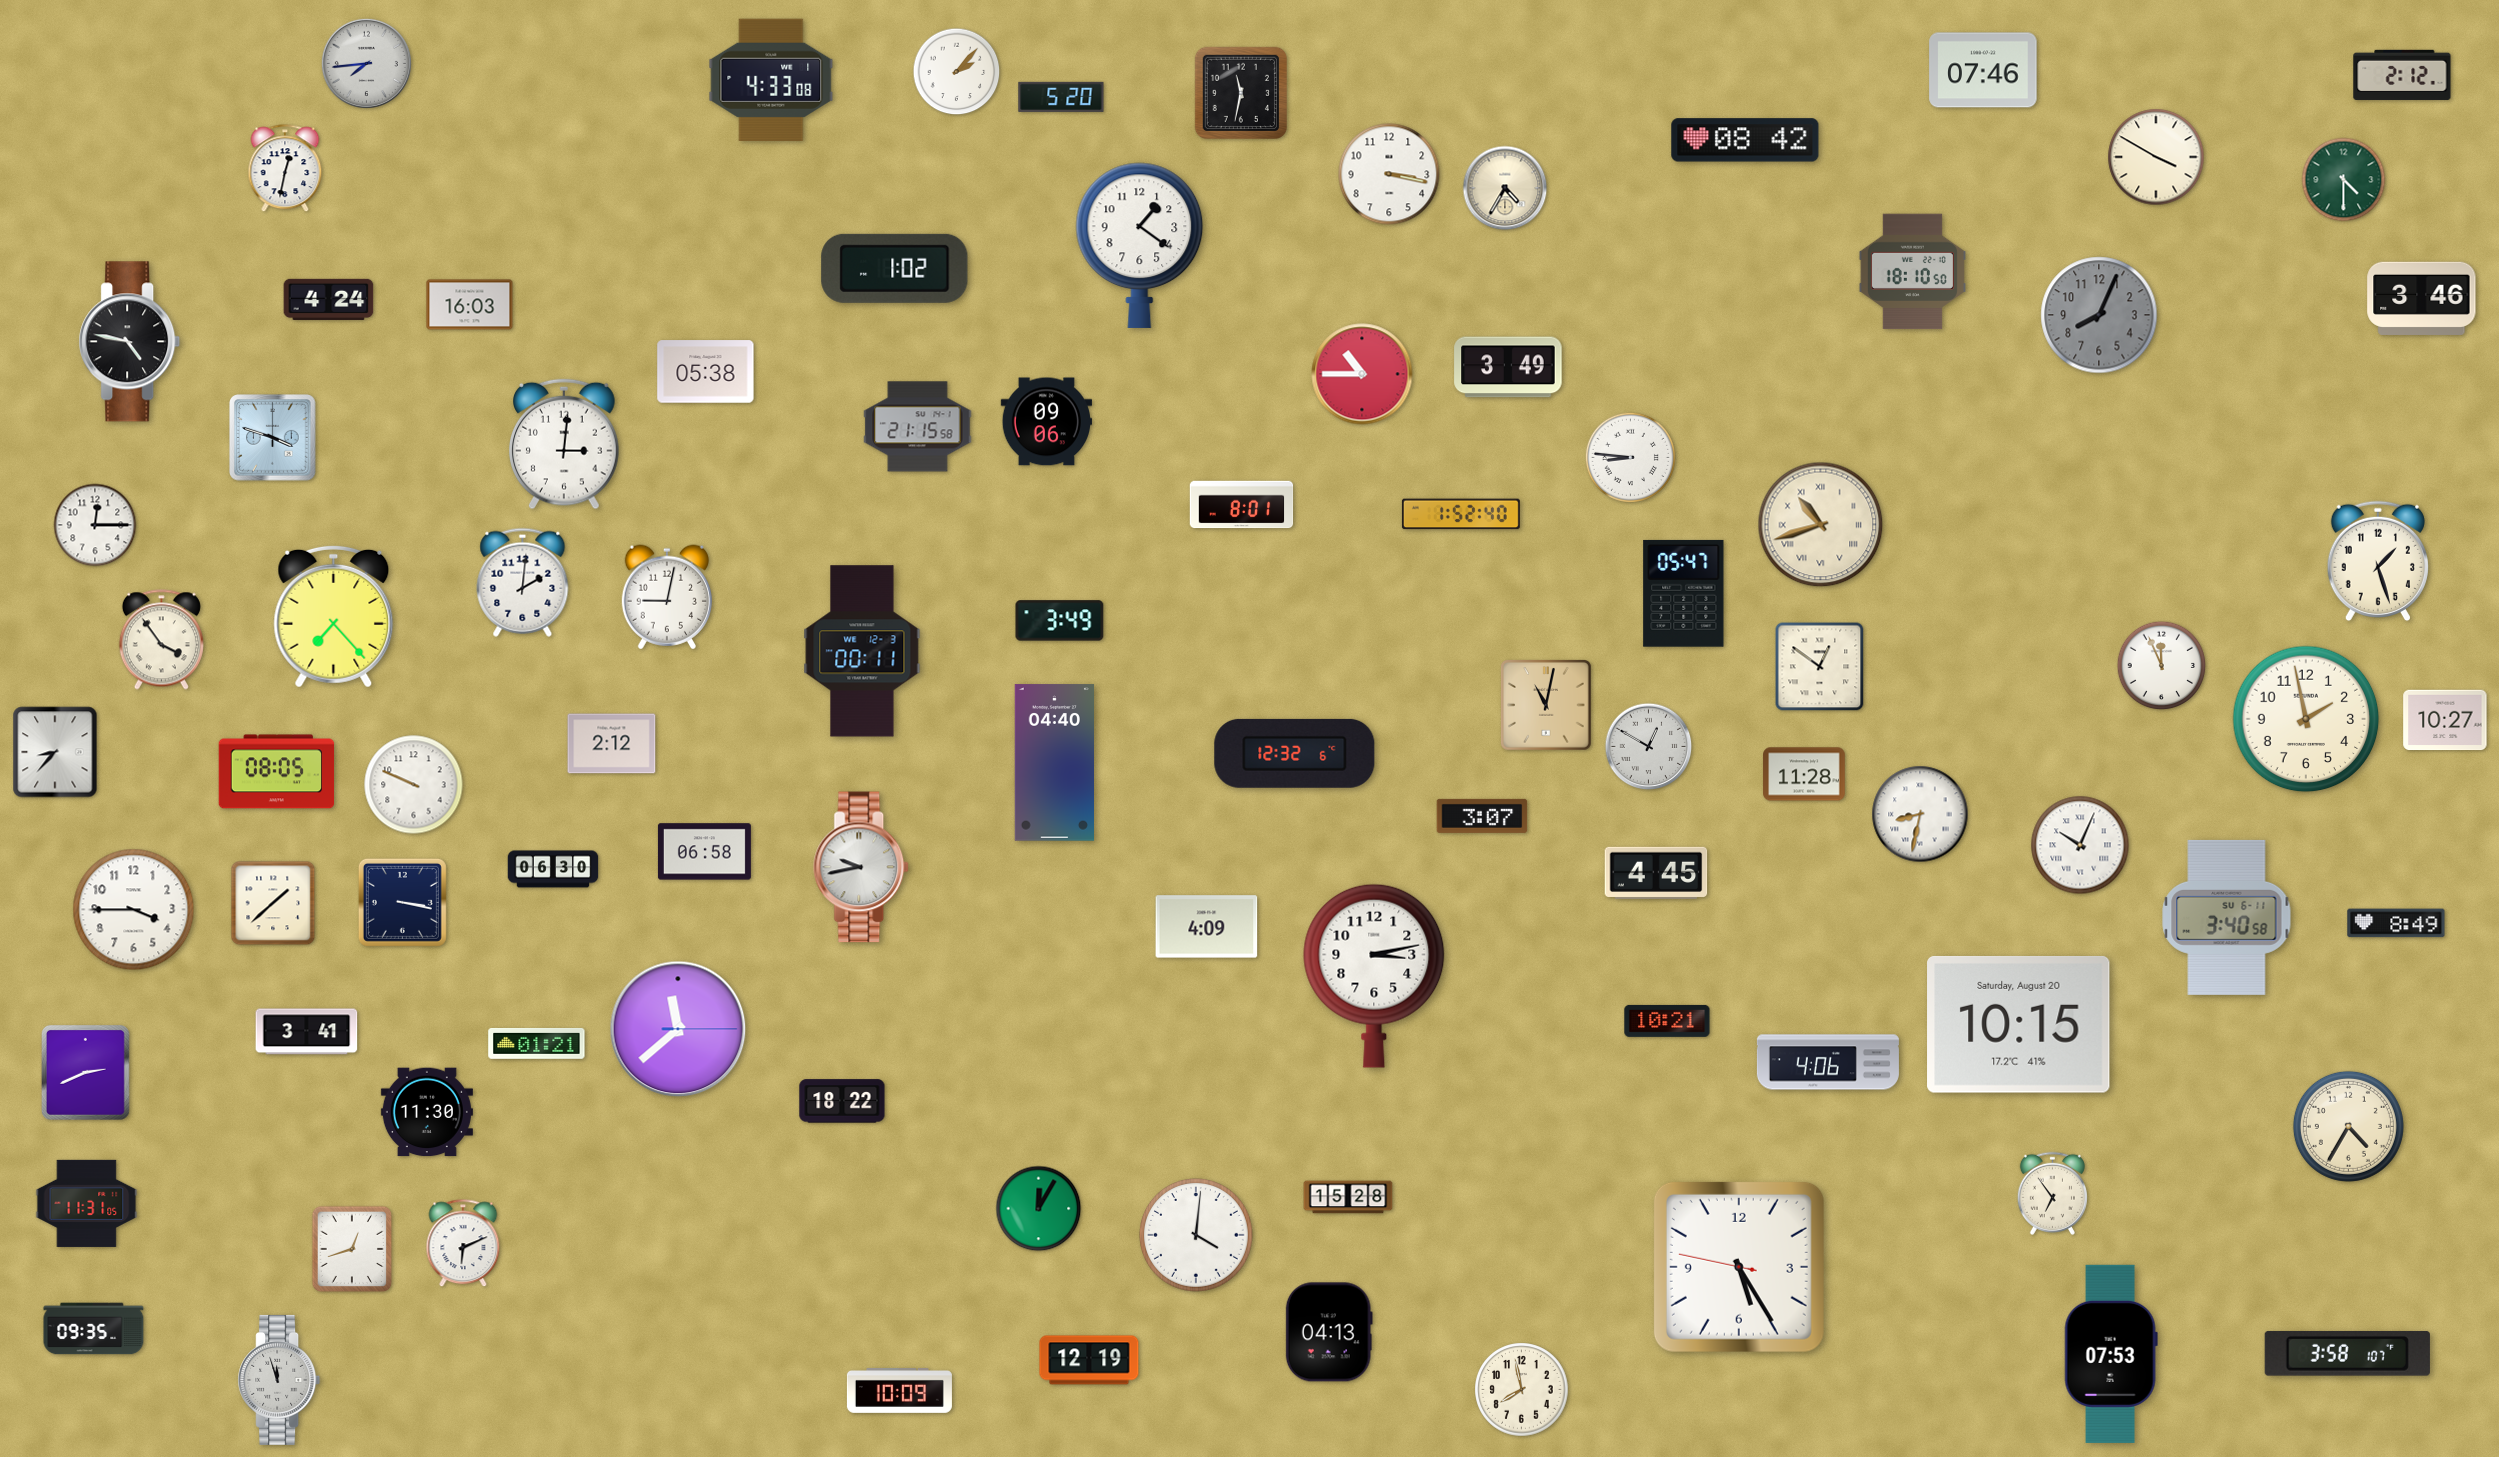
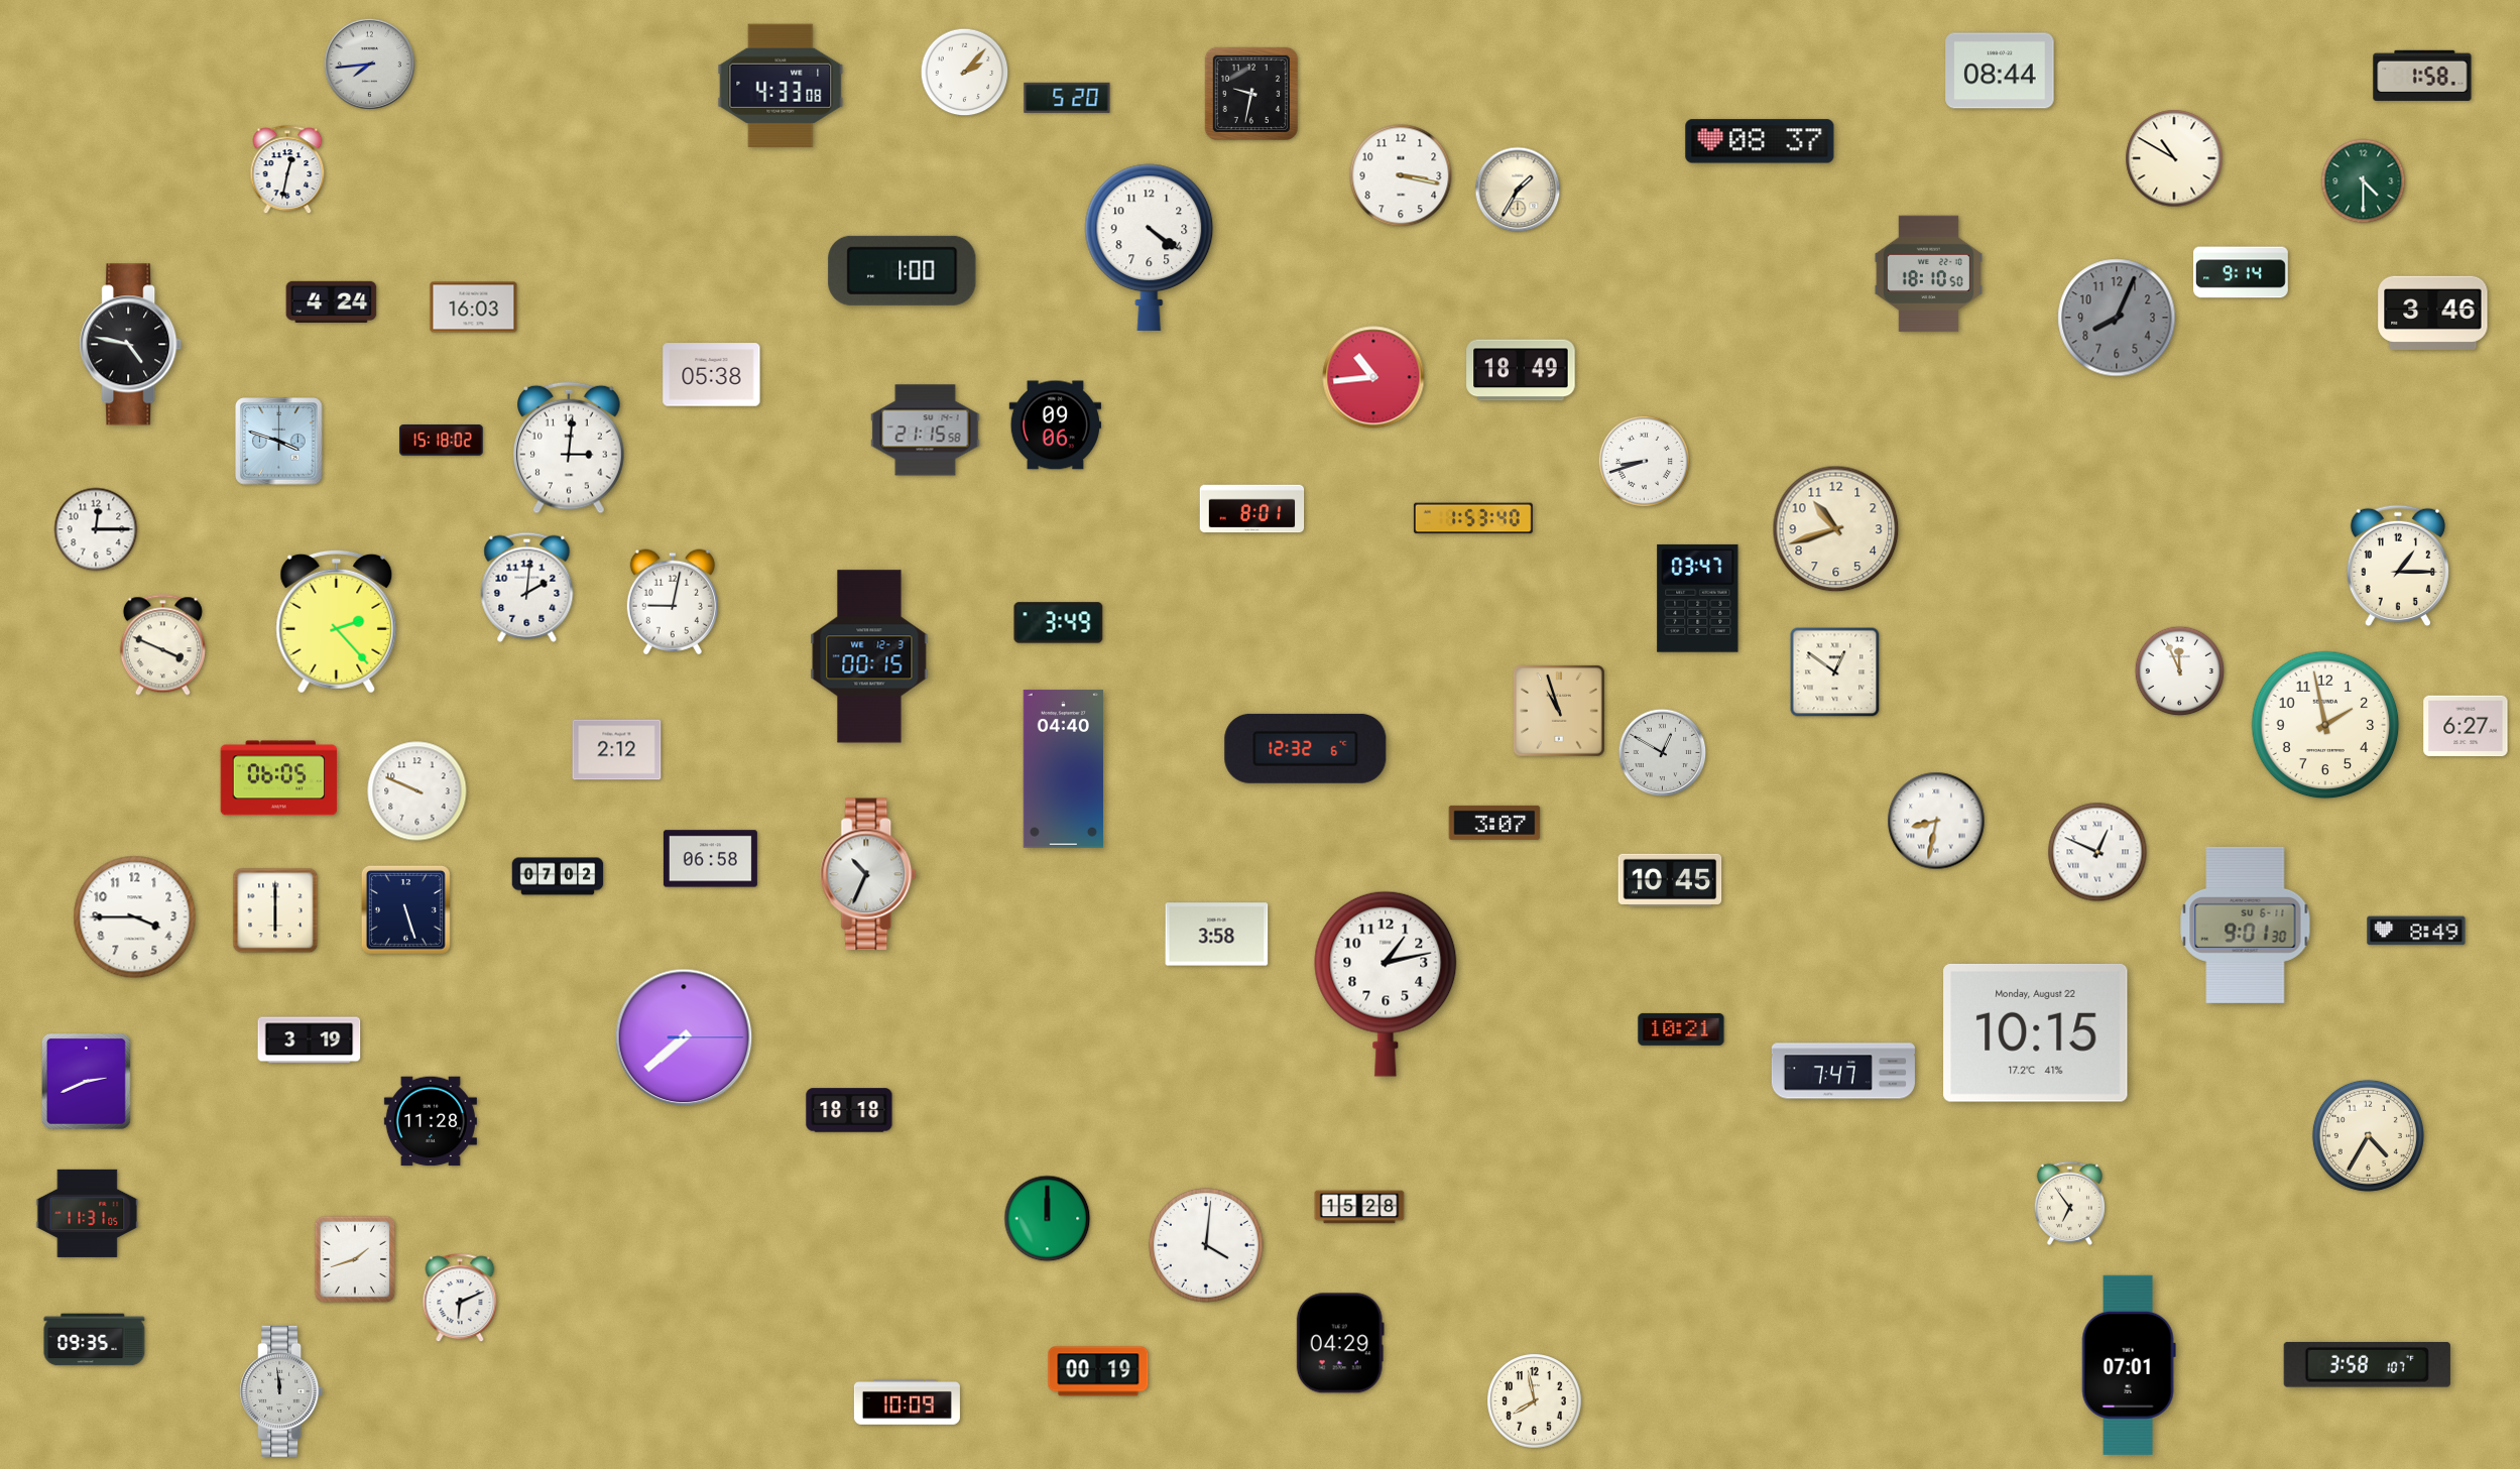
clock at (1983, 70): 07:46 -> 08:44
clock at (2402, 75): 2:12 -> 1:58
clock at (771, 79) position: (771, 79) -> (781, 85)
clock at (1240, 92): 11:32 -> 9:32
clock at (1061, 97) position: (1061, 97) -> (1067, 98)
clock at (1745, 140): 08:42 -> 08:37
clock at (2156, 157): 3:50 -> 10:50
clock at (1505, 188): 4:35 -> 1:35
clock at (1140, 245): 1:21 -> 4:21
clock at (895, 268): 1:02 -> 1:00
clock at (2242, 272): none -> 9:14
clock at (2422, 298) position: (2422, 298) -> (2433, 313)
clock at (1508, 367): 3:49 -> 18:49
clock at (1362, 374): 10:45 -> 10:44
clock at (442, 441): none -> 15:18
clock at (273, 438) position: (273, 438) -> (279, 442)
clock at (1630, 457): 8:46 -> 8:42
clock at (1461, 514): 1:52 -> 1:53
clock at (1821, 525) numerals: Roman -> Arabic
clock at (2378, 561): 1:27 -> 1:15
clock at (1684, 593): 05:47 -> 03:47
clock at (334, 616): 7:23 -> 2:23
clock at (1060, 621) position: (1060, 621) -> (1059, 623)
clock at (161, 640): 3:54 -> 3:49
clock at (862, 651): 00:11 -> 00:15
clock at (1547, 706): 11:02 -> 10:57
clock at (2445, 720): 10:27 -> 6:27
clock at (55, 752): 8:37 -> none
clock at (1295, 753) position: (1295, 753) -> (1306, 748)
clock at (277, 772): 08:05 -> 06:05
clock at (1804, 774): 11:28 -> none
clock at (2080, 845): 10:04 -> 12:49
clock at (862, 867): 9:43 -> 10:34
clock at (553, 869): 06:30 -> 07:02
clock at (1656, 872): 4:45 -> 10:45
clock at (402, 902): 3:17 -> 5:27
clock at (273, 903): 1:38 -> 6:00
clock at (2227, 917): 3:40 -> 9:01
clock at (1207, 927): 4:09 -> 3:58
clock at (1374, 976): 3:13 -> 1:13
clock at (2019, 1024) date: Saturday, August 20 -> Monday, August 22
clock at (678, 1029): 11:38 -> 7:38
clock at (307, 1032): 3:41 -> 3:19
clock at (537, 1043): 01:21 -> none
clock at (1828, 1062): 4:06 -> 7:47
clock at (842, 1101): 18:22 -> 18:18
clock at (427, 1112): 11:30 -> 11:28
clock at (1039, 1209): 12:05 -> 12:00
clock at (463, 1244) position: (463, 1244) -> (460, 1299)
clock at (352, 1249): 12:42 -> 1:42
clock at (1739, 1267): 5:24 -> none
clock at (1329, 1332): 04:13 -> 04:29
clock at (2111, 1354): 07:53 -> 07:01
clock at (1089, 1360): 12:19 -> 00:19
clock at (279, 1380): 11:57 -> 11:59
